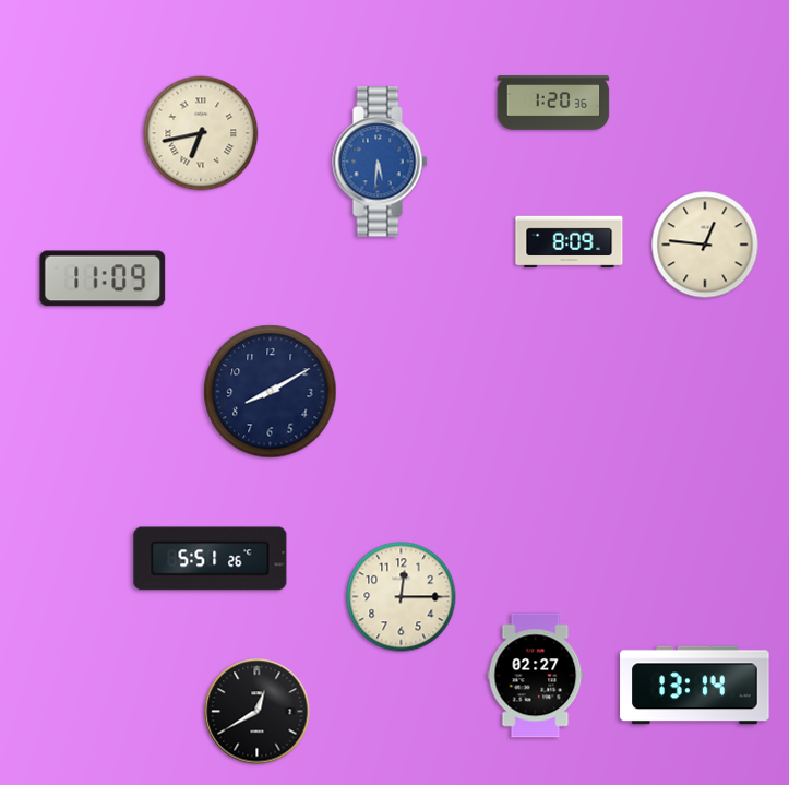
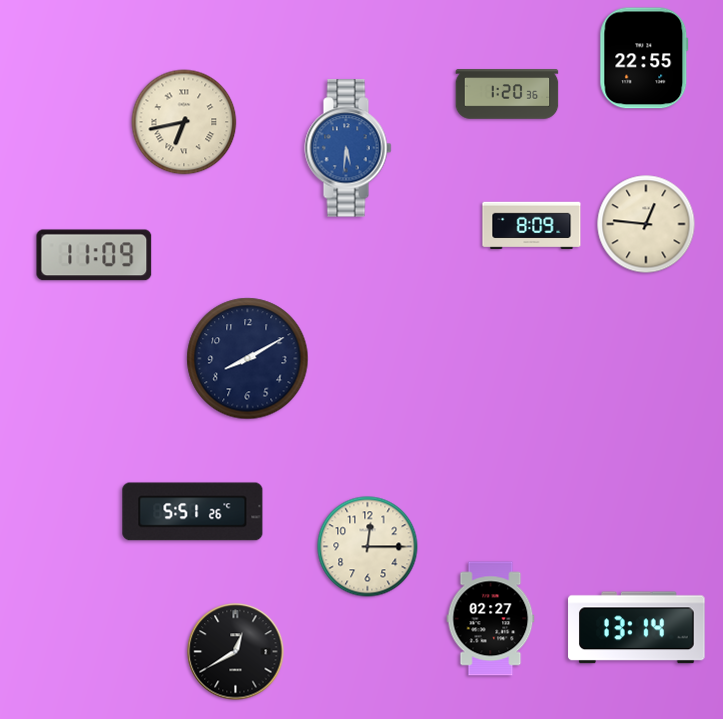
clock at (644, 58): none -> 22:55
clock at (570, 242) position: (570, 242) -> (532, 226)
